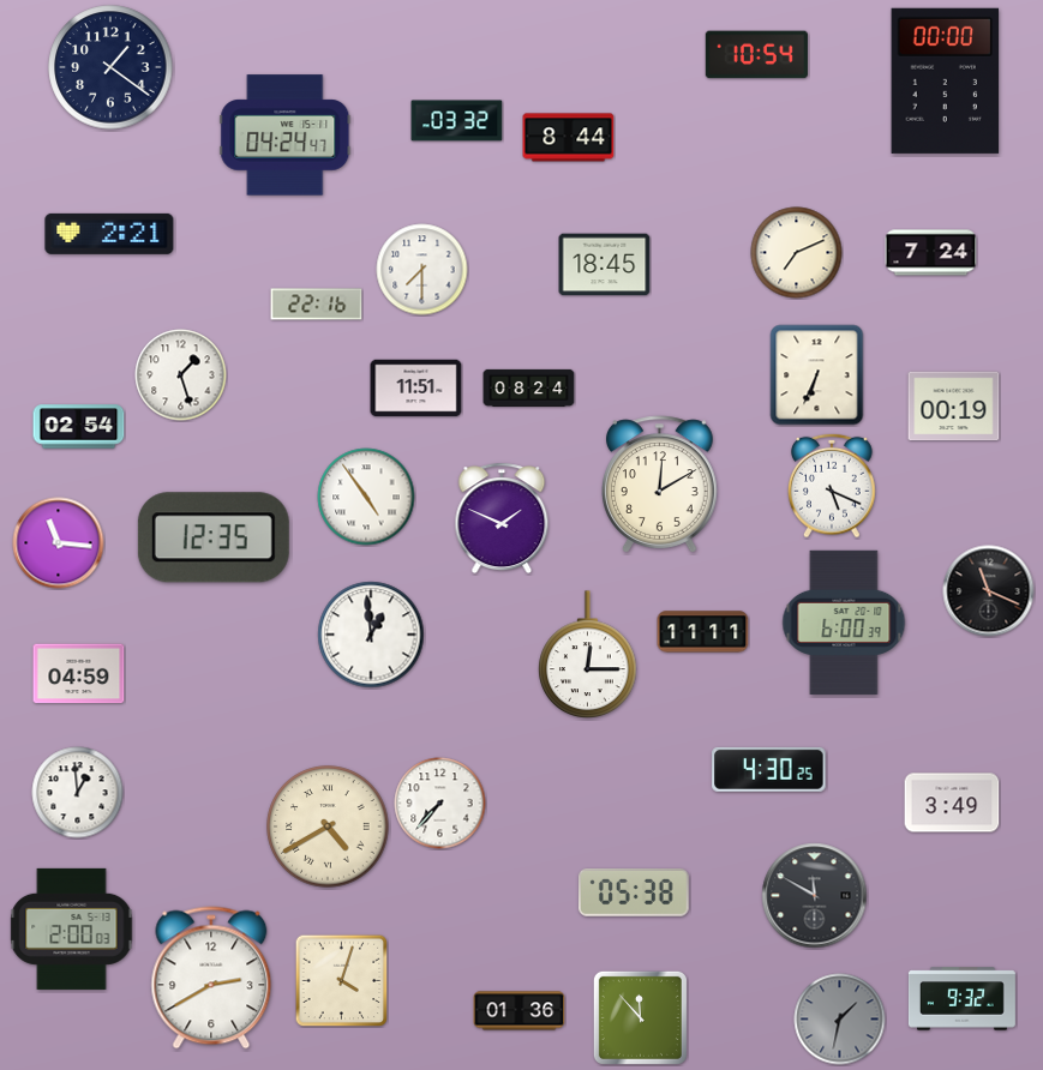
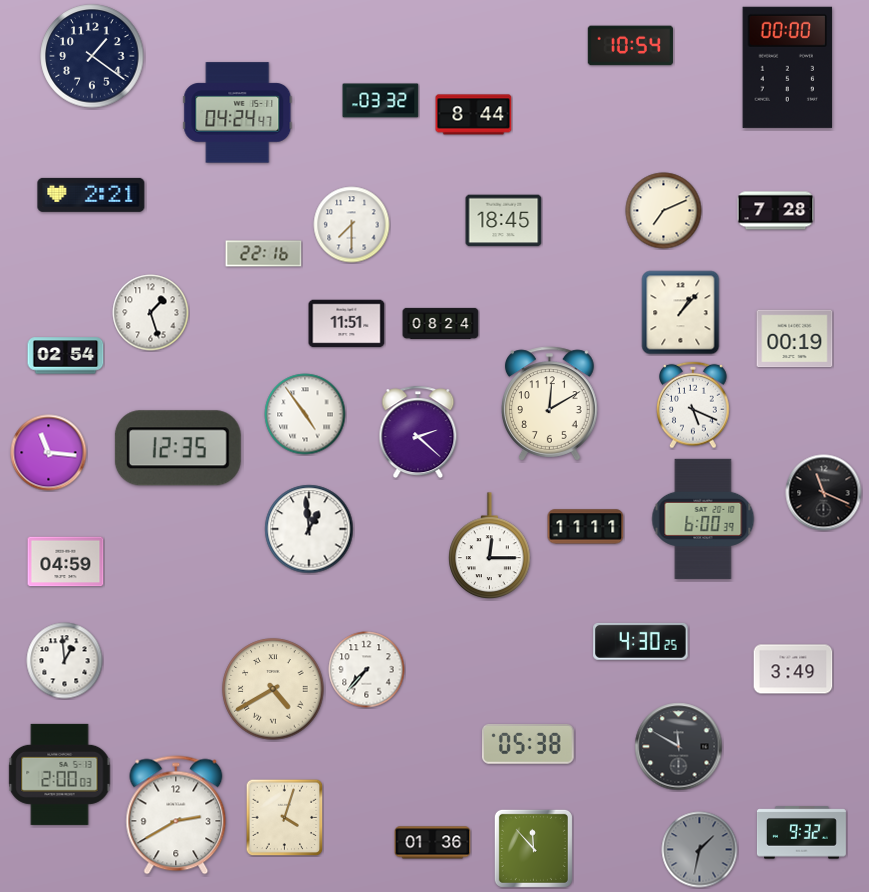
clock at (931, 253): 7:24 -> 7:28
clock at (817, 375): 6:34 -> 1:07
clock at (502, 518): 1:49 -> 2:22
